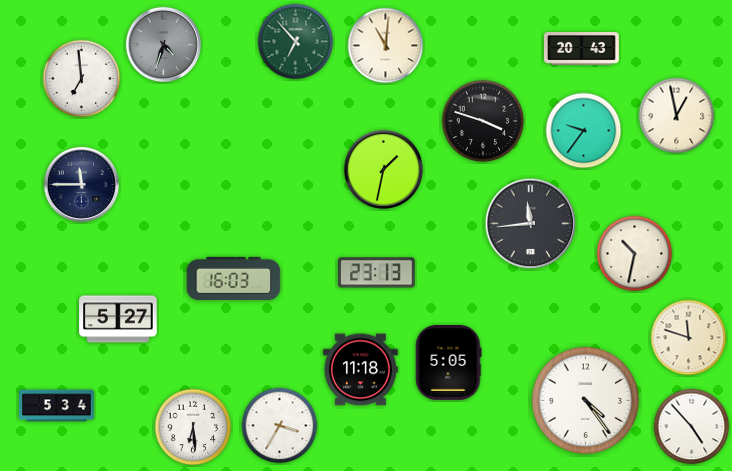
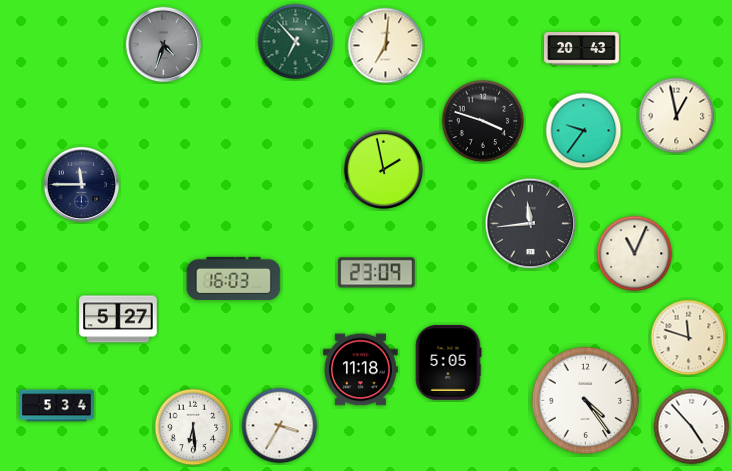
clock at (386, 46): 11:01 -> 7:01
clock at (82, 79): 6:59 -> none
clock at (384, 170): 1:32 -> 1:58
clock at (635, 254): 10:32 -> 11:04
clock at (377, 273): 23:13 -> 23:09
